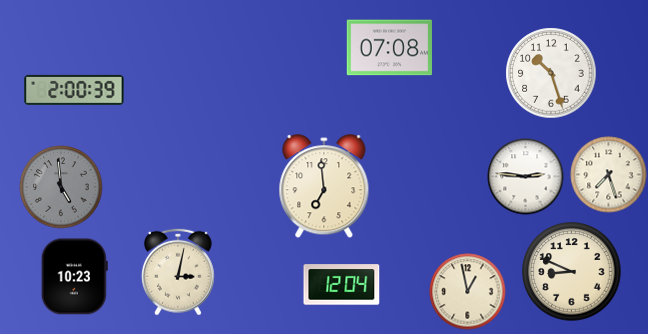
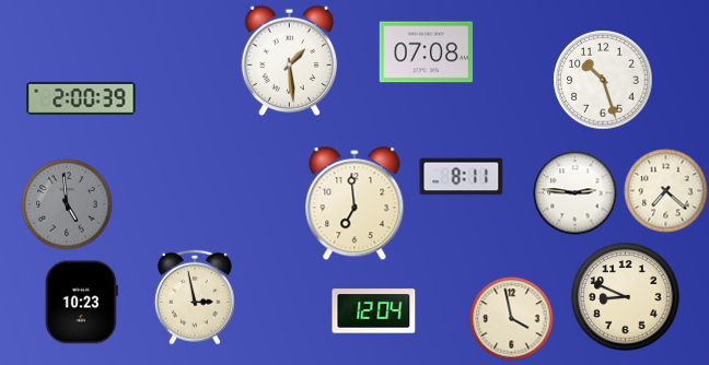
clock at (290, 61): none -> 1:29
clock at (462, 177): none -> 8:11
clock at (609, 175): 7:27 -> 7:22
clock at (178, 272): 3:02 -> 2:58
clock at (468, 292): 12:58 -> 3:58
